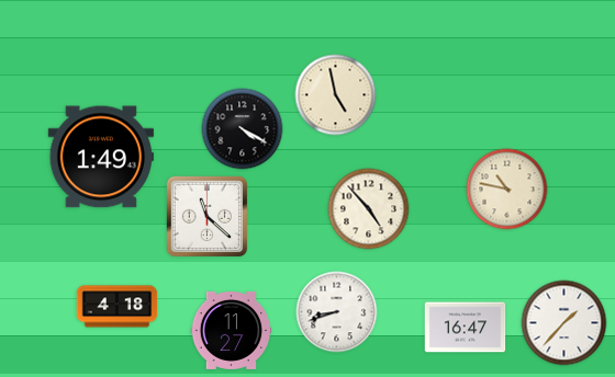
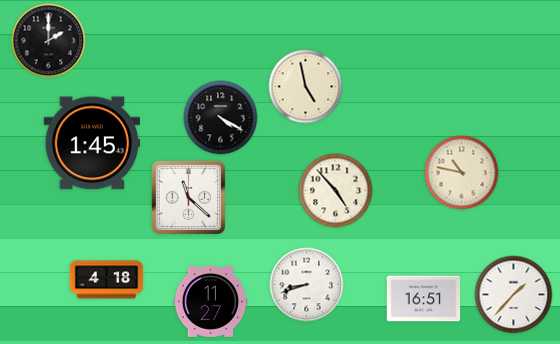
clock at (49, 41): none -> 2:00
clock at (100, 157): 1:49 -> 1:45
clock at (466, 328): 16:47 -> 16:51
